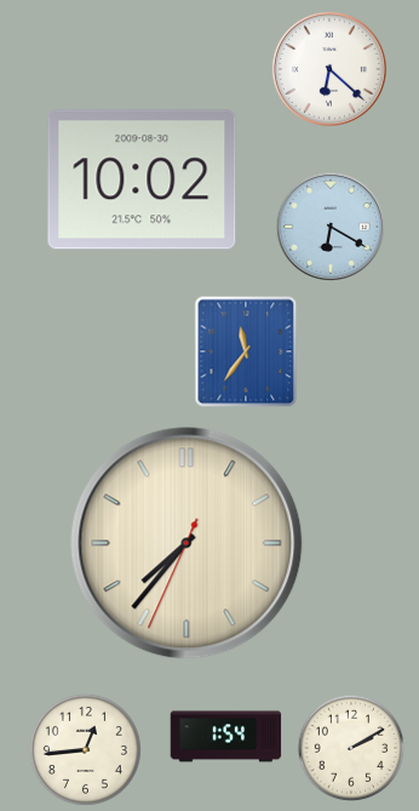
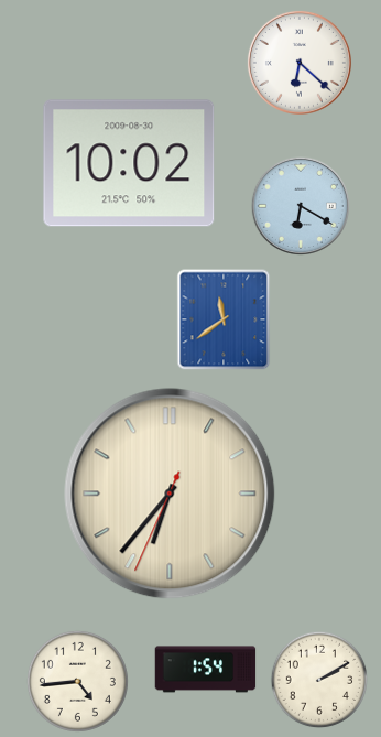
clock at (246, 352): 11:36 -> 11:39
clock at (186, 543): 7:36 -> 6:36
clock at (85, 749): 12:44 -> 4:44
